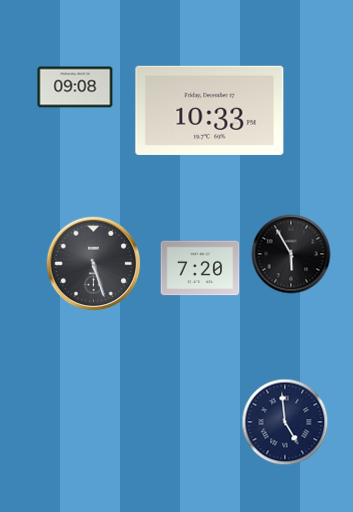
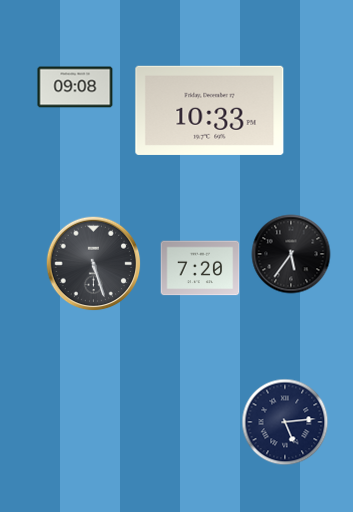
clock at (291, 254): 5:55 -> 5:36
clock at (285, 422): 4:59 -> 5:14
